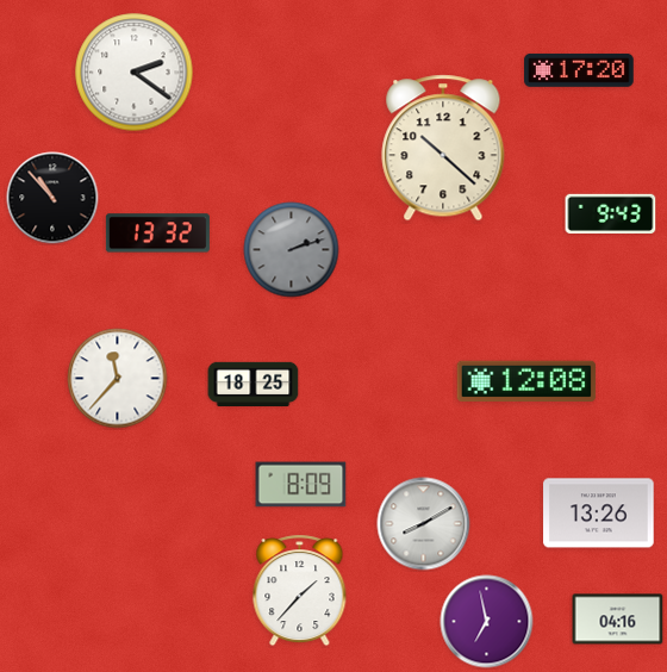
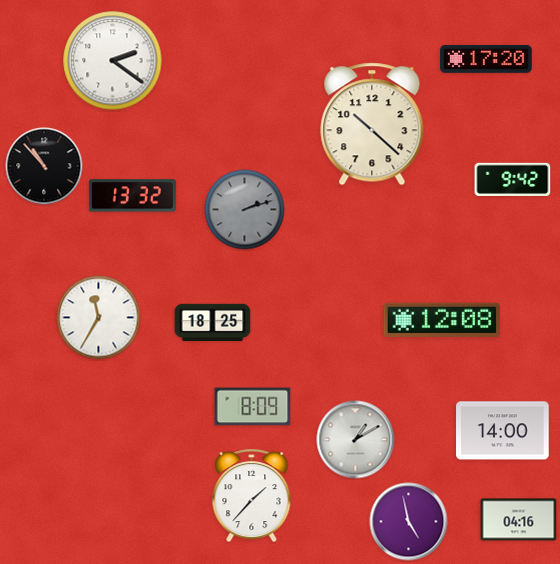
clock at (611, 213): 9:43 -> 9:42
clock at (118, 379): 11:37 -> 11:35
clock at (599, 514): 13:26 -> 14:00
clock at (424, 524): 8:10 -> 1:10
clock at (487, 622): 6:58 -> 4:58
